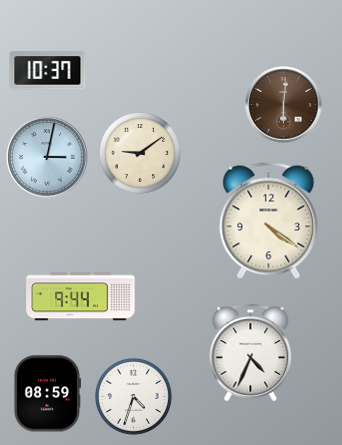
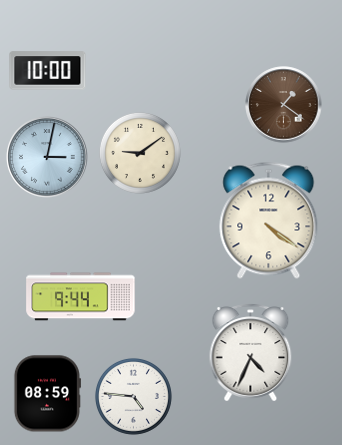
clock at (48, 71): 10:37 -> 10:00
clock at (284, 105): 6:01 -> 1:21
clock at (133, 396): 4:33 -> 4:46
